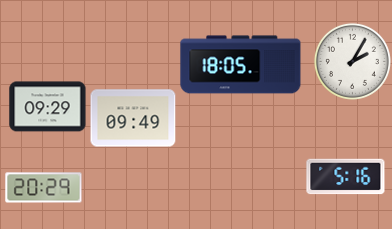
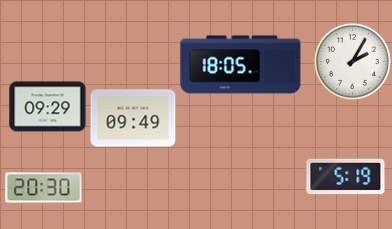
clock at (346, 177): 5:16 -> 5:19
clock at (44, 188): 20:29 -> 20:30
